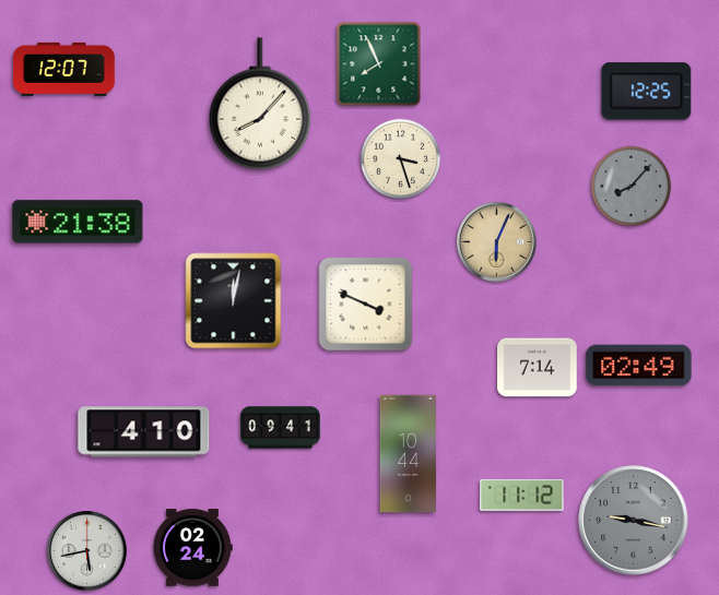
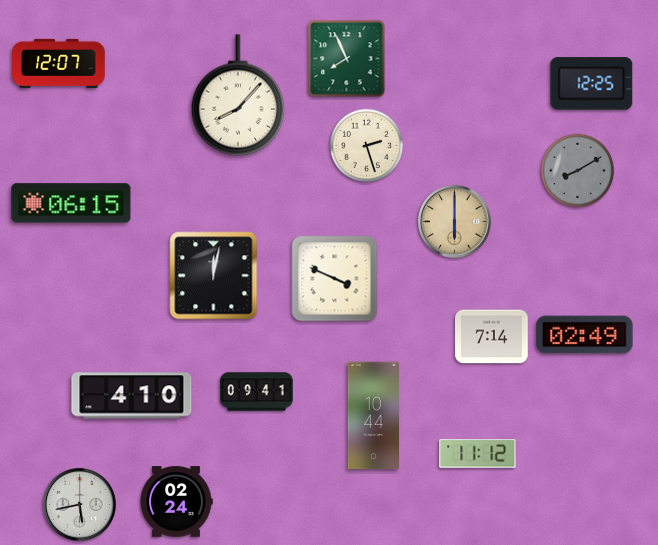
clock at (401, 159): 3:27 -> 2:27
clock at (632, 187): 8:07 -> 8:10
clock at (78, 222): 21:38 -> 06:15
clock at (496, 241): 6:04 -> 6:00
clock at (634, 521): 9:17 -> none
